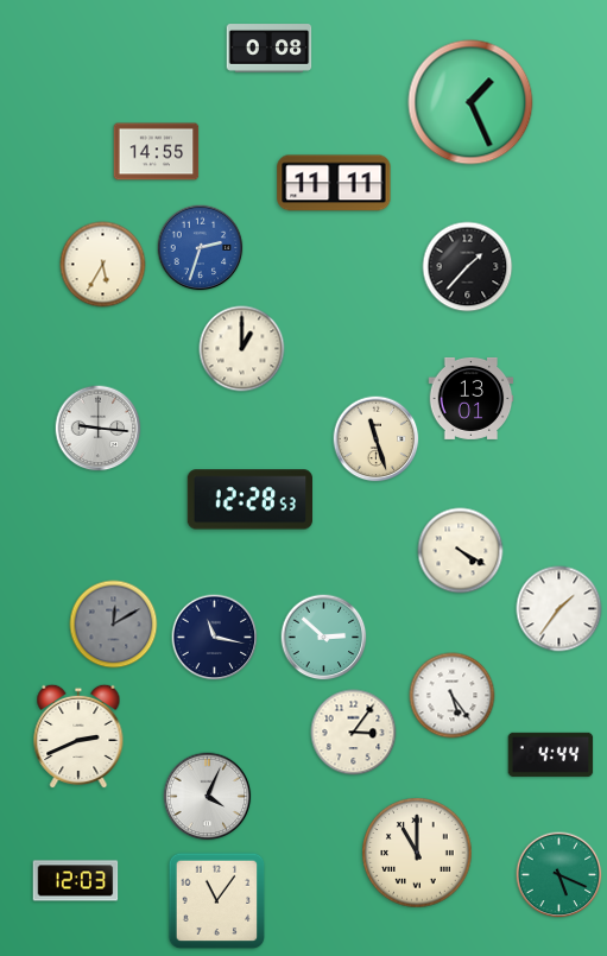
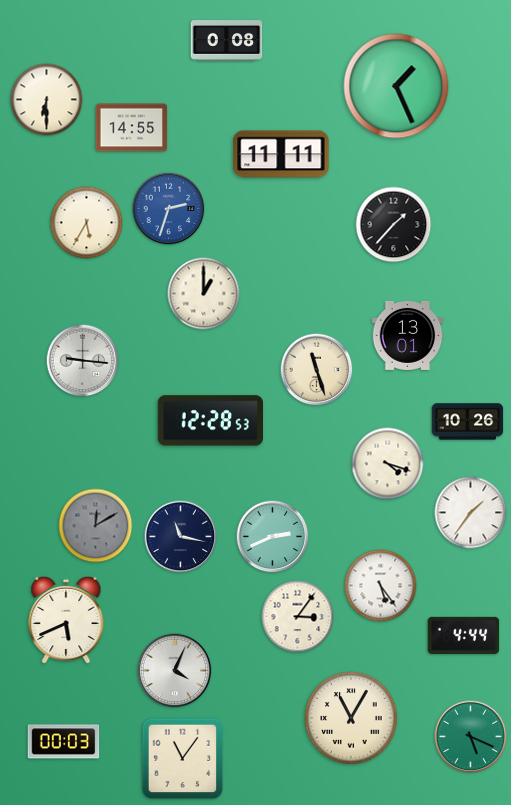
clock at (47, 100): none -> 6:30
clock at (472, 398) position: (472, 398) -> (408, 335)
clock at (468, 422): none -> 10:26
clock at (461, 551): 4:20 -> 4:18
clock at (324, 638): 2:52 -> 2:41
clock at (78, 736): 2:41 -> 5:41
clock at (417, 853): 11:00 -> 11:05
clock at (76, 881): 12:03 -> 00:03
